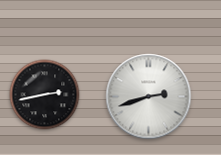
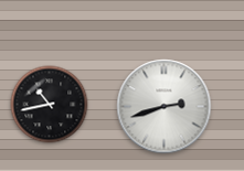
clock at (45, 95): 2:43 -> 10:43
